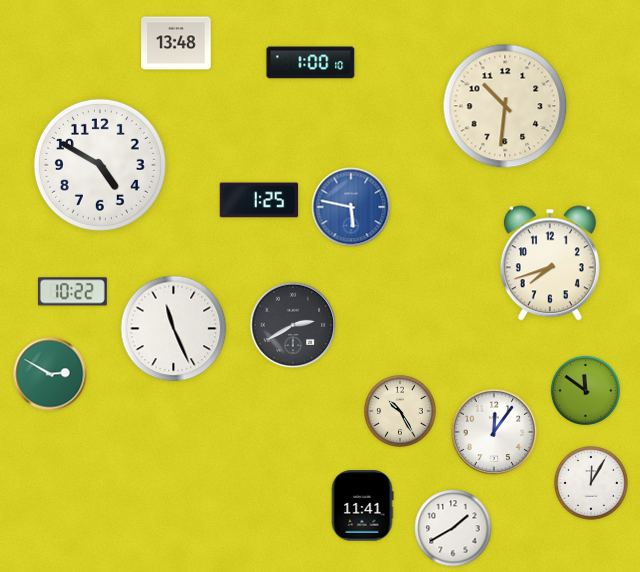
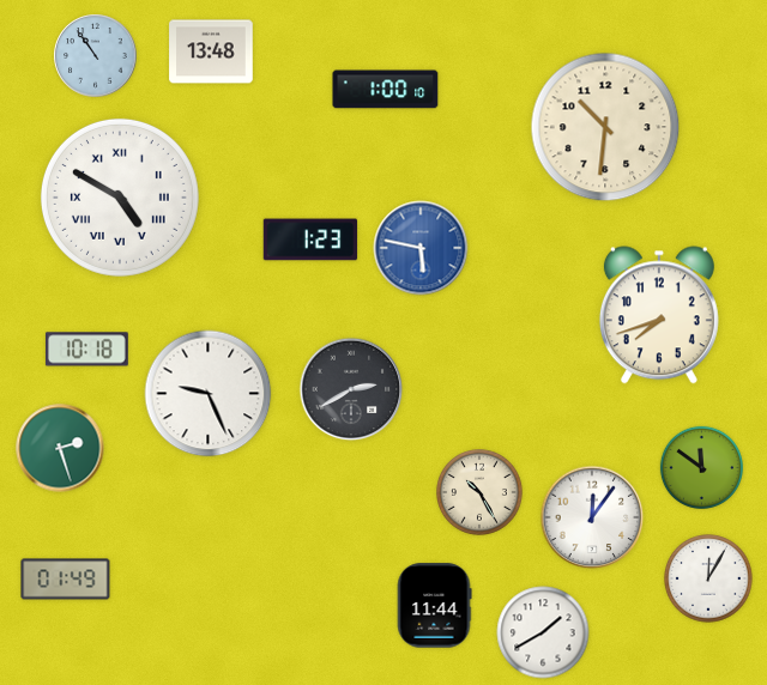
clock at (96, 56): none -> 10:54
clock at (311, 63) position: (311, 63) -> (386, 90)
clock at (100, 165) numerals: Arabic -> Roman
clock at (259, 200): 1:25 -> 1:23
clock at (72, 292): 10:22 -> 10:18
clock at (174, 329): 11:26 -> 9:26
clock at (50, 374): 2:50 -> 2:27
clock at (66, 580): none -> 01:49
clock at (362, 506): 11:41 -> 11:44
